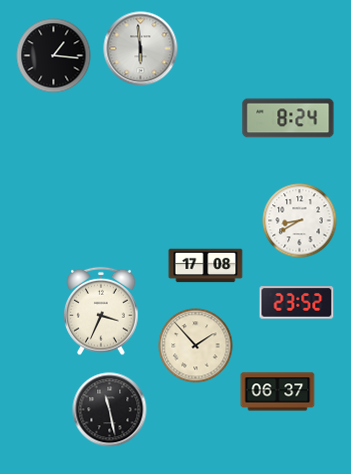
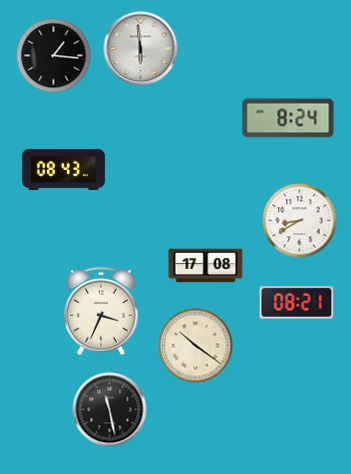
clock at (63, 169): none -> 08:43
clock at (297, 303): 23:52 -> 08:21
clock at (196, 346): 1:53 -> 10:21
clock at (278, 392): 06:37 -> none
